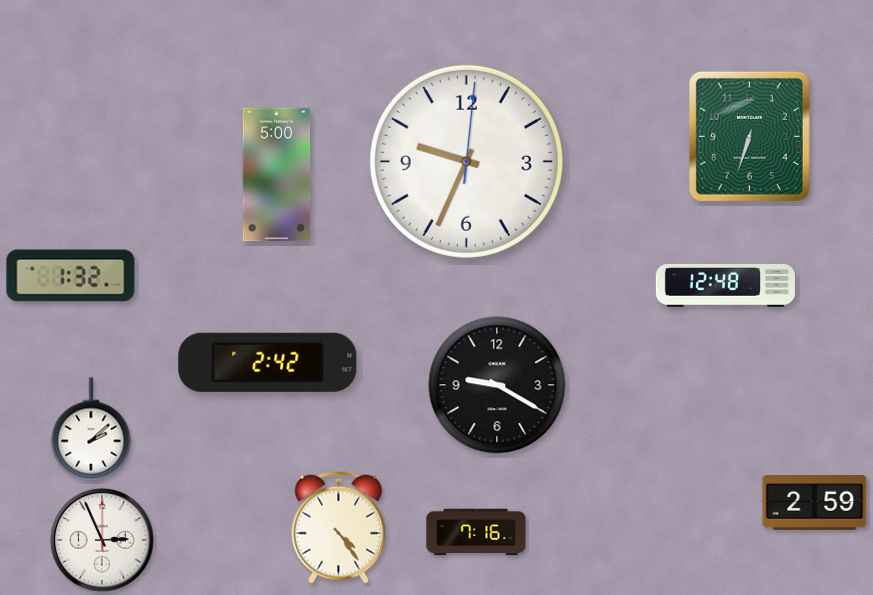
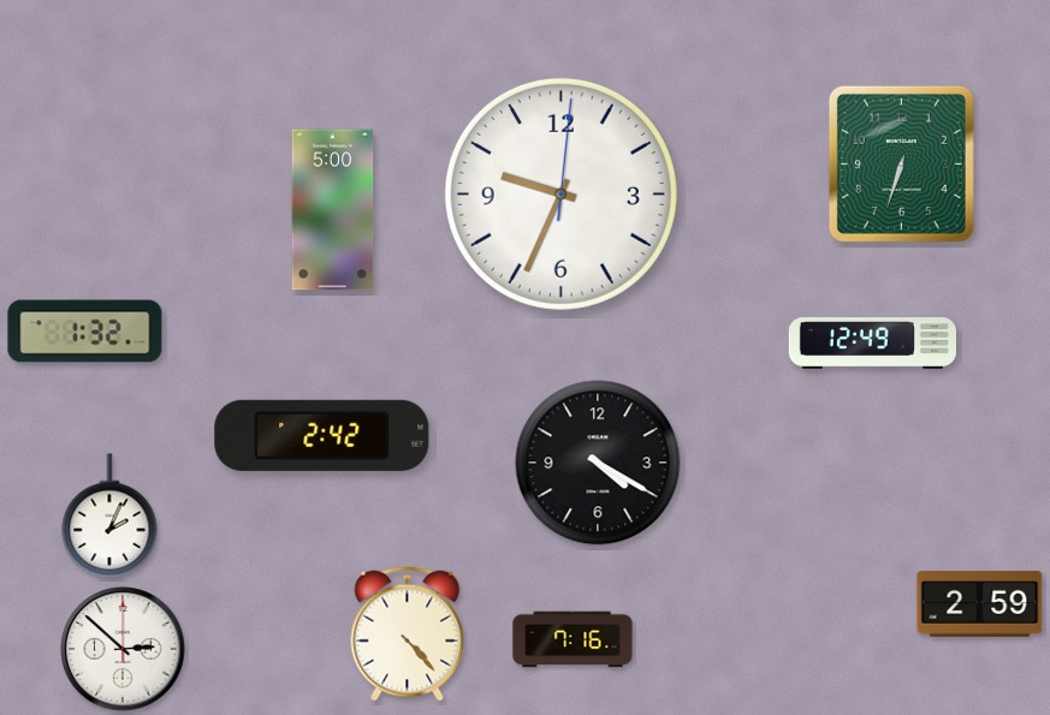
clock at (725, 286): 12:48 -> 12:49
clock at (497, 385): 9:20 -> 4:20
clock at (91, 429): 2:08 -> 2:04
clock at (339, 528): 4:24 -> 4:23
clock at (102, 540): 2:56 -> 2:52
